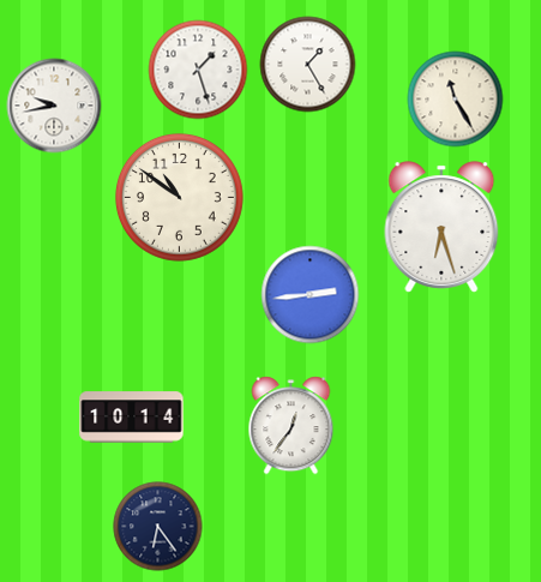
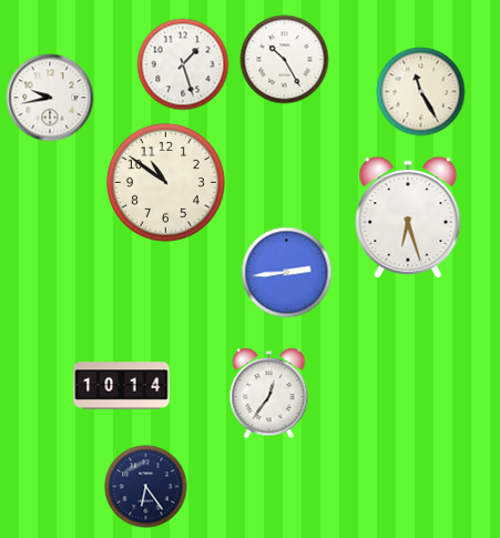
clock at (308, 65): 1:25 -> 10:25
clock at (441, 227) position: (441, 227) -> (408, 217)
